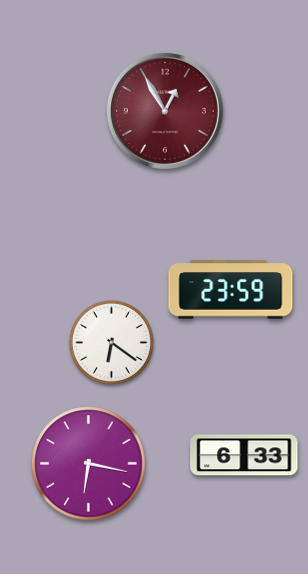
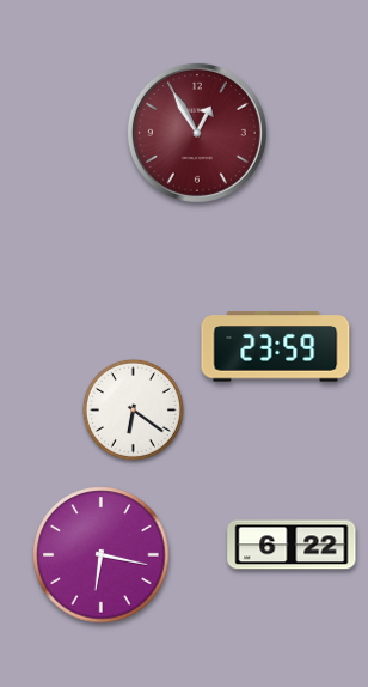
clock at (244, 455): 6:33 -> 6:22
clock at (89, 464) position: (89, 464) -> (102, 555)
